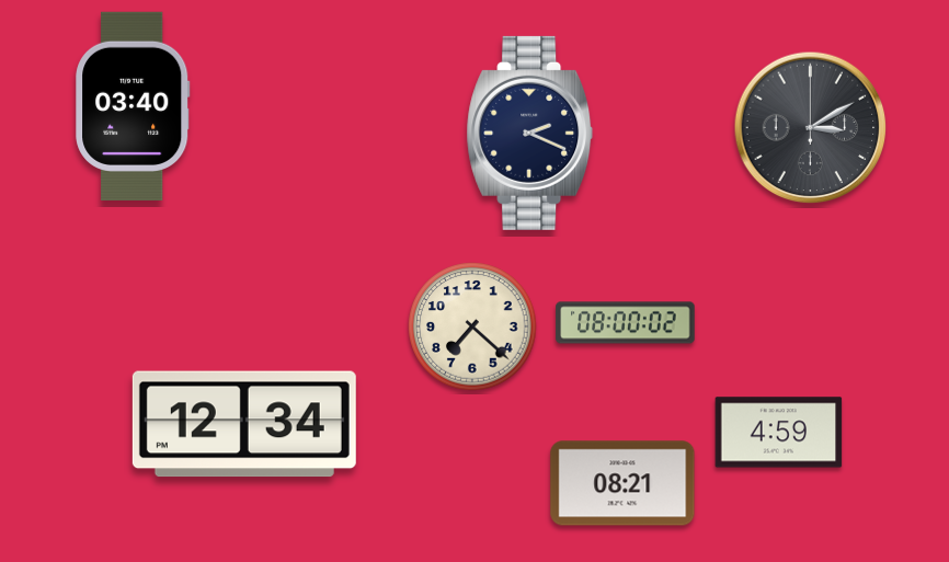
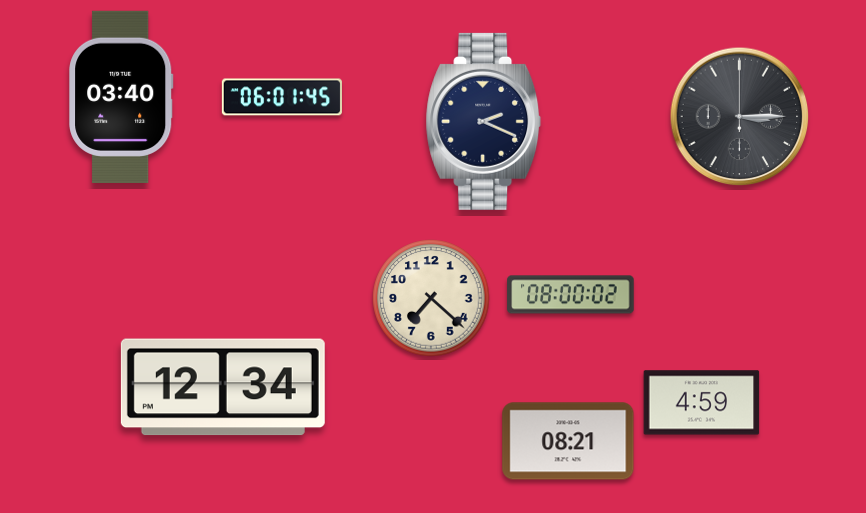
clock at (282, 97): none -> 06:01
clock at (811, 128): 3:10 -> 3:15
clock at (779, 433) position: (779, 433) -> (702, 403)
